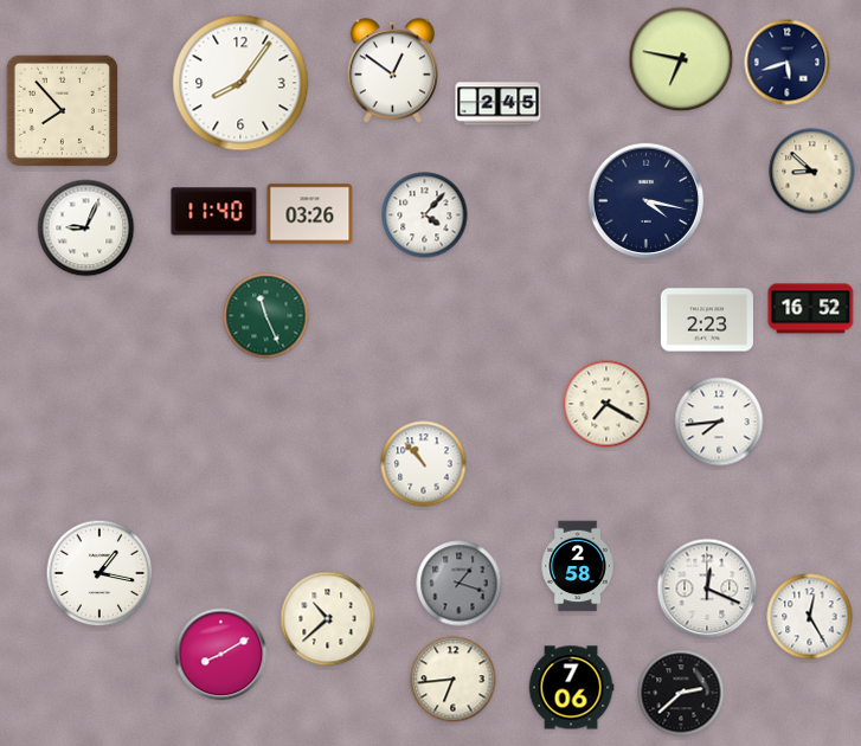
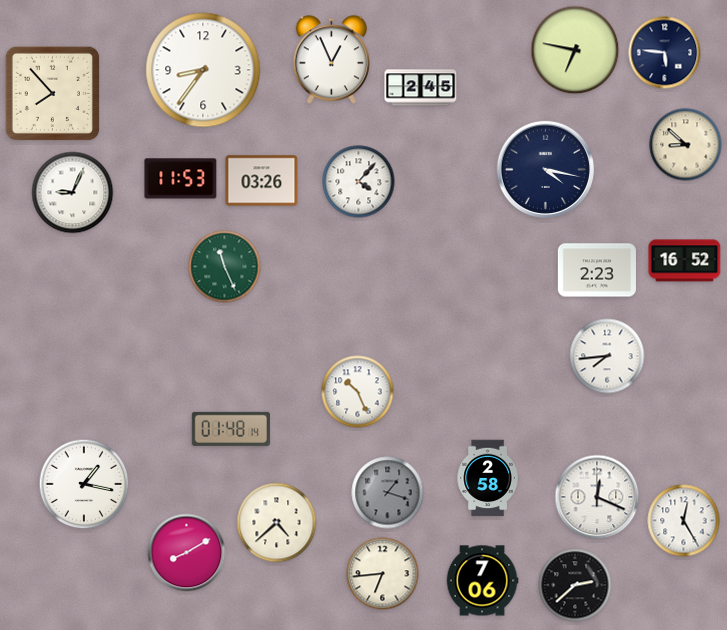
clock at (788, 63): 5:42 -> 5:46
clock at (392, 71): 12:51 -> 12:56
clock at (240, 83): 8:06 -> 8:36
clock at (214, 212): 11:40 -> 11:53
clock at (606, 404): 7:20 -> none
clock at (424, 464): 10:53 -> 10:26
clock at (231, 429): none -> 01:48
clock at (328, 619): 10:38 -> 4:38
